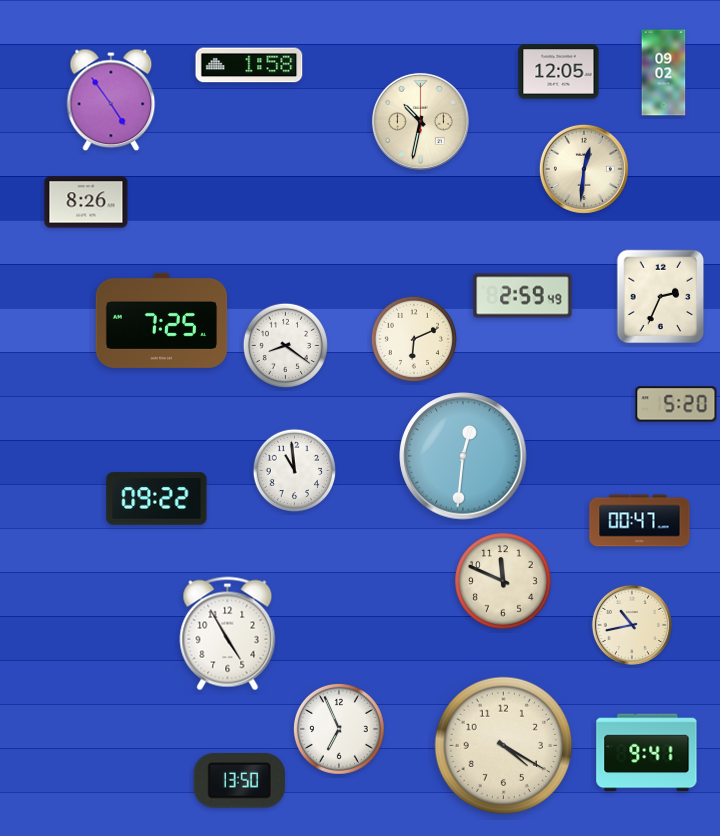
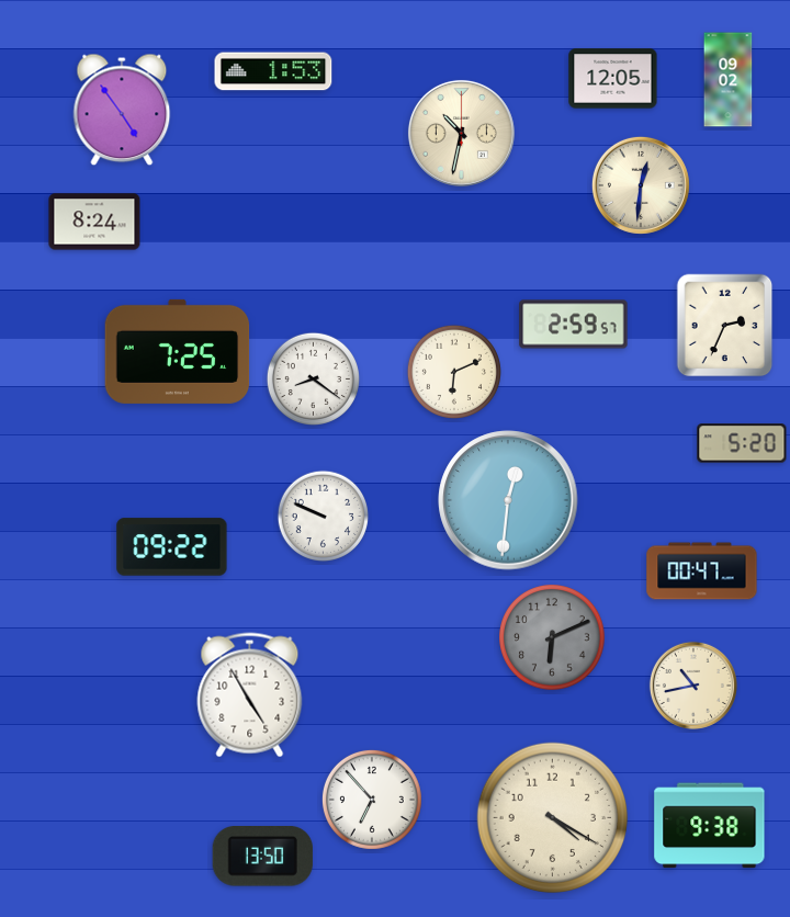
clock at (249, 65): 1:58 -> 1:53
clock at (86, 202): 8:26 -> 8:24
clock at (523, 296): 2:59:49 -> 2:59:57
clock at (295, 471): 10:59 -> 9:49
clock at (503, 581): 11:49 -> 6:11
clock at (503, 581) dial: cream -> grey
clock at (339, 729): 6:56 -> 6:53
clock at (647, 753): 9:41 -> 9:38
